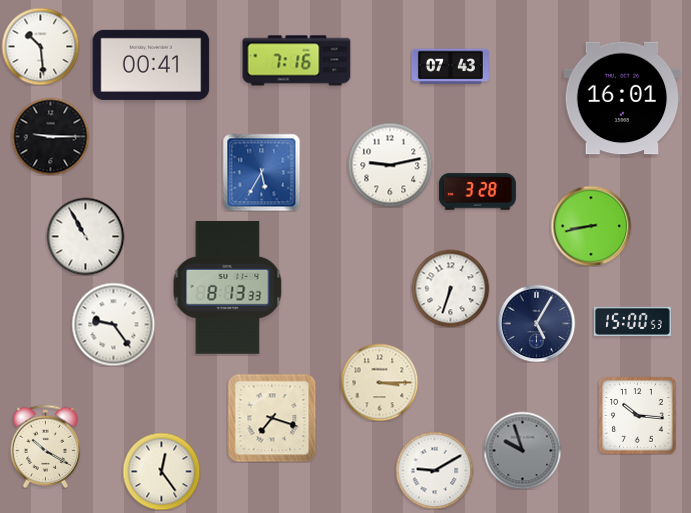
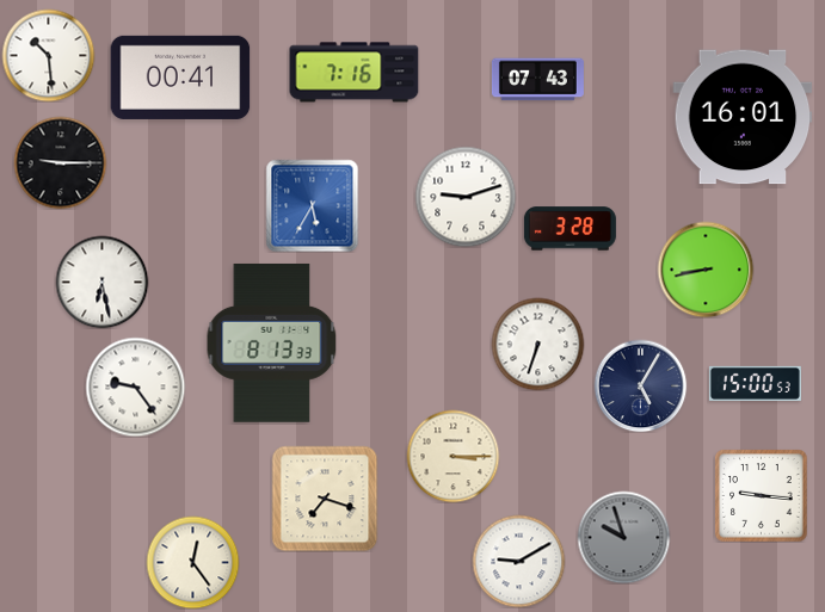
clock at (390, 165): 9:13 -> 9:12
clock at (85, 236): 10:55 -> 6:28
clock at (637, 415): 10:16 -> 9:16
clock at (46, 446): 10:20 -> none
